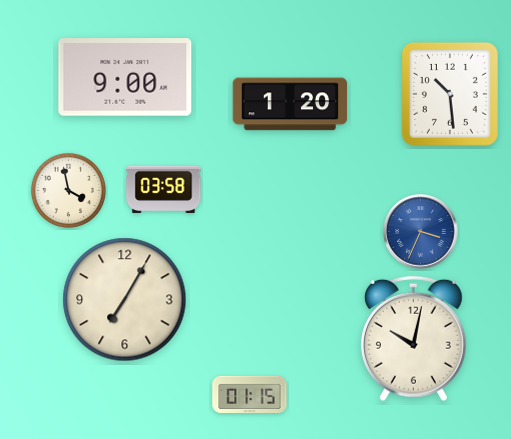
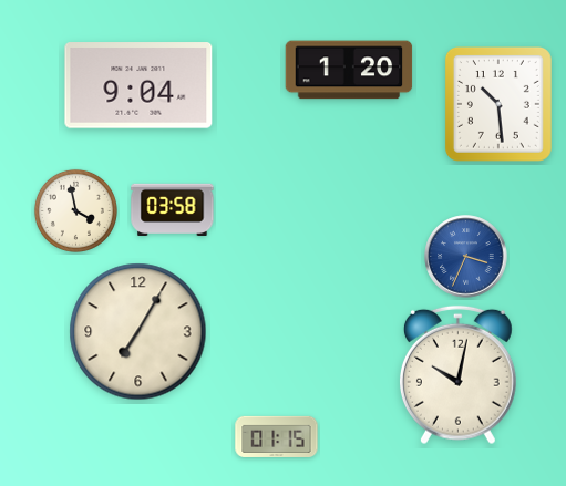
clock at (125, 77): 9:00 -> 9:04
clock at (290, 104) position: (290, 104) -> (349, 70)
clock at (164, 189) position: (164, 189) -> (173, 209)
